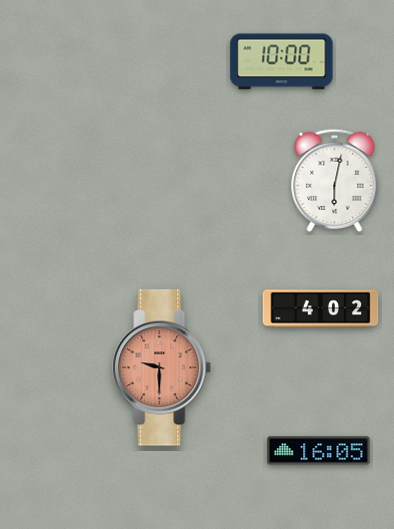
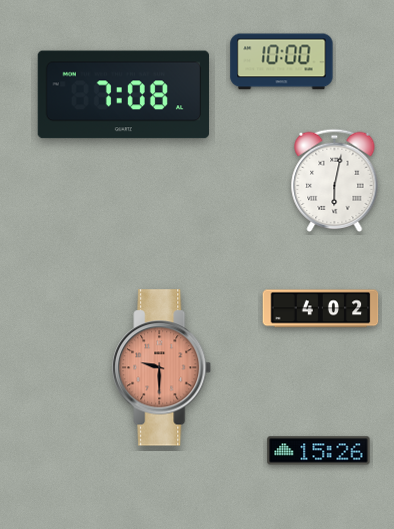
clock at (124, 95): none -> 7:08
clock at (319, 451): 16:05 -> 15:26
